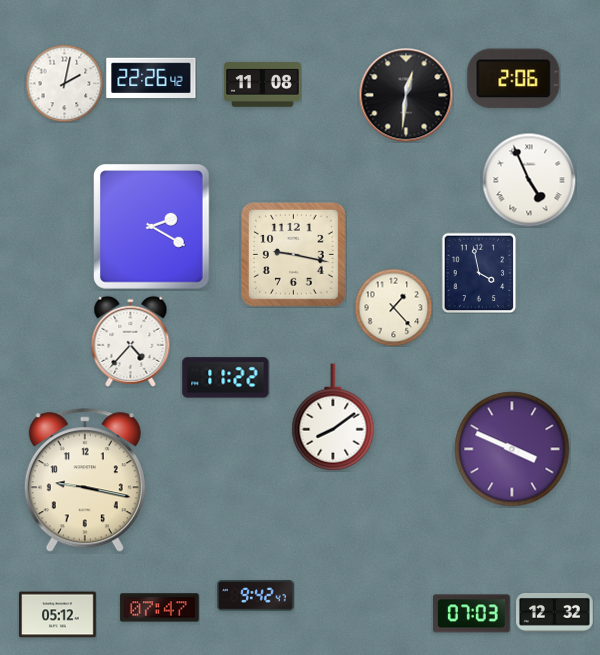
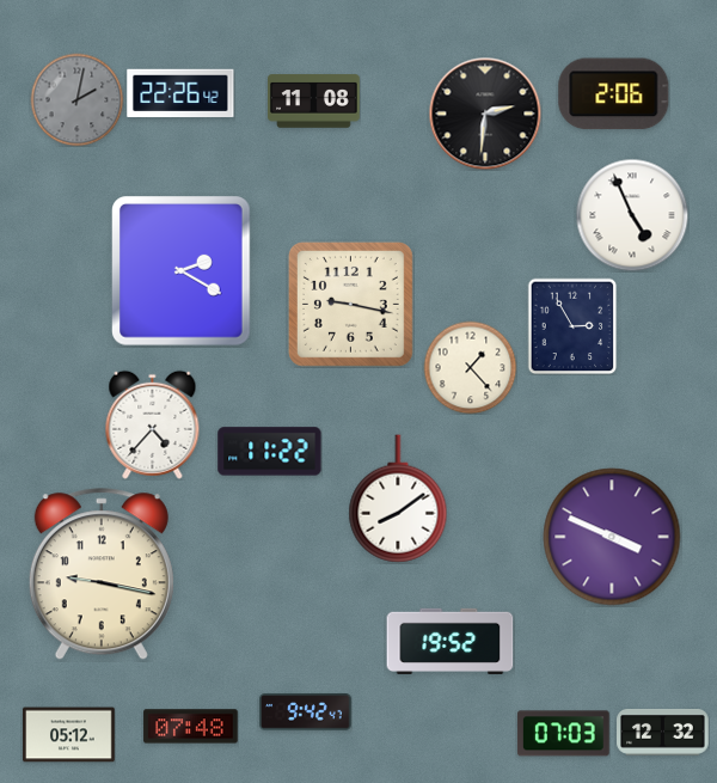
clock at (64, 83) dial: white -> grey
clock at (406, 95): 12:31 -> 2:31
clock at (479, 273): 3:58 -> 2:55
clock at (131, 341) position: (131, 341) -> (153, 424)
clock at (451, 641): none -> 19:52
clock at (160, 608): 07:47 -> 07:48
